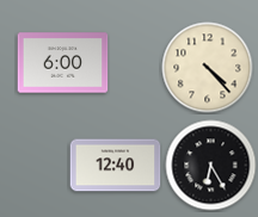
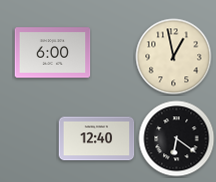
clock at (208, 68): 4:23 -> 12:58
clock at (211, 166): 6:25 -> 6:21
